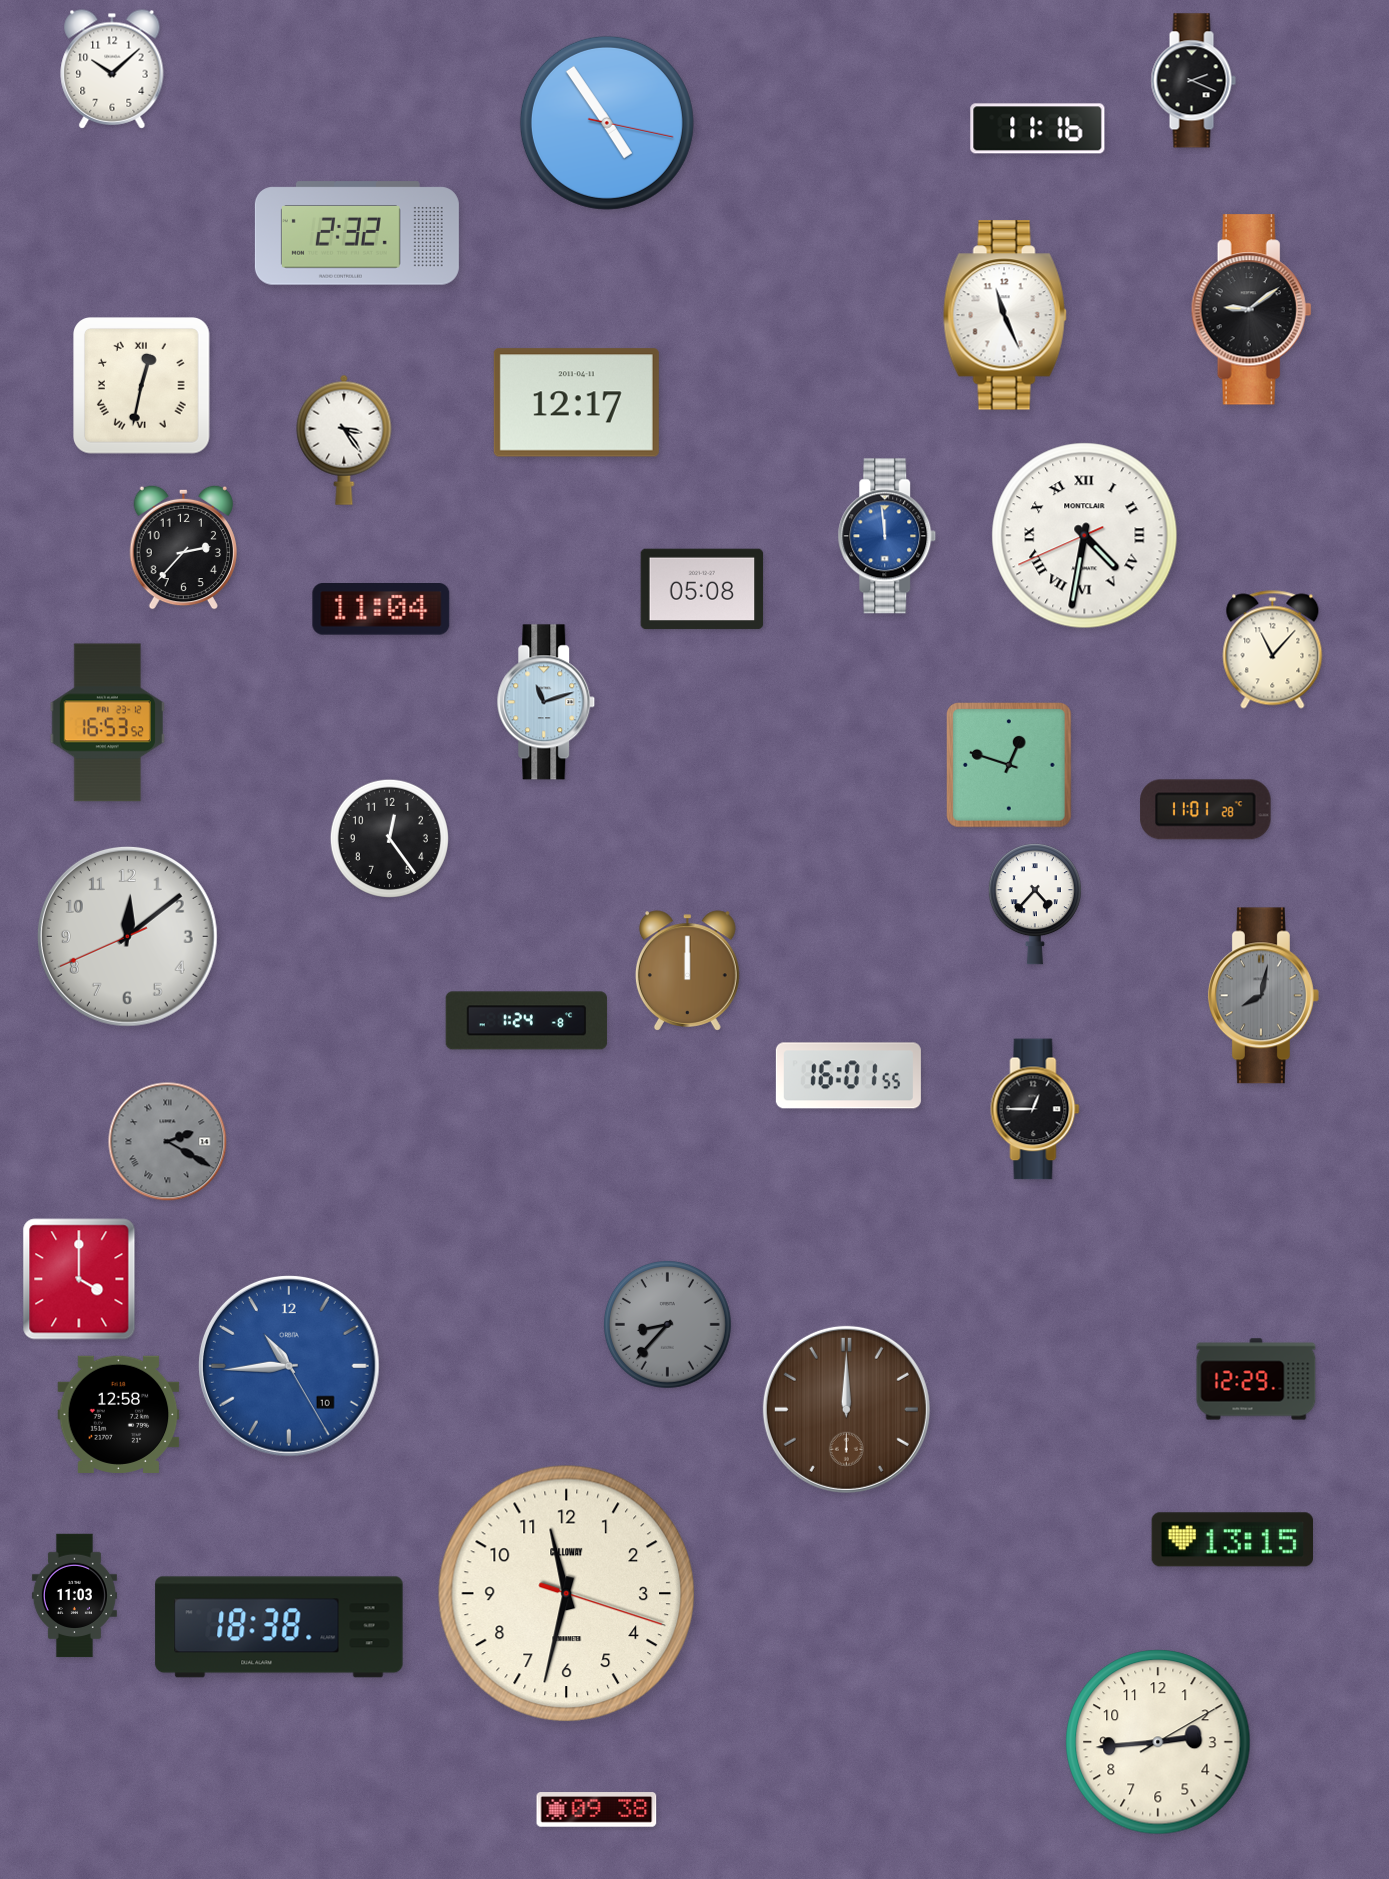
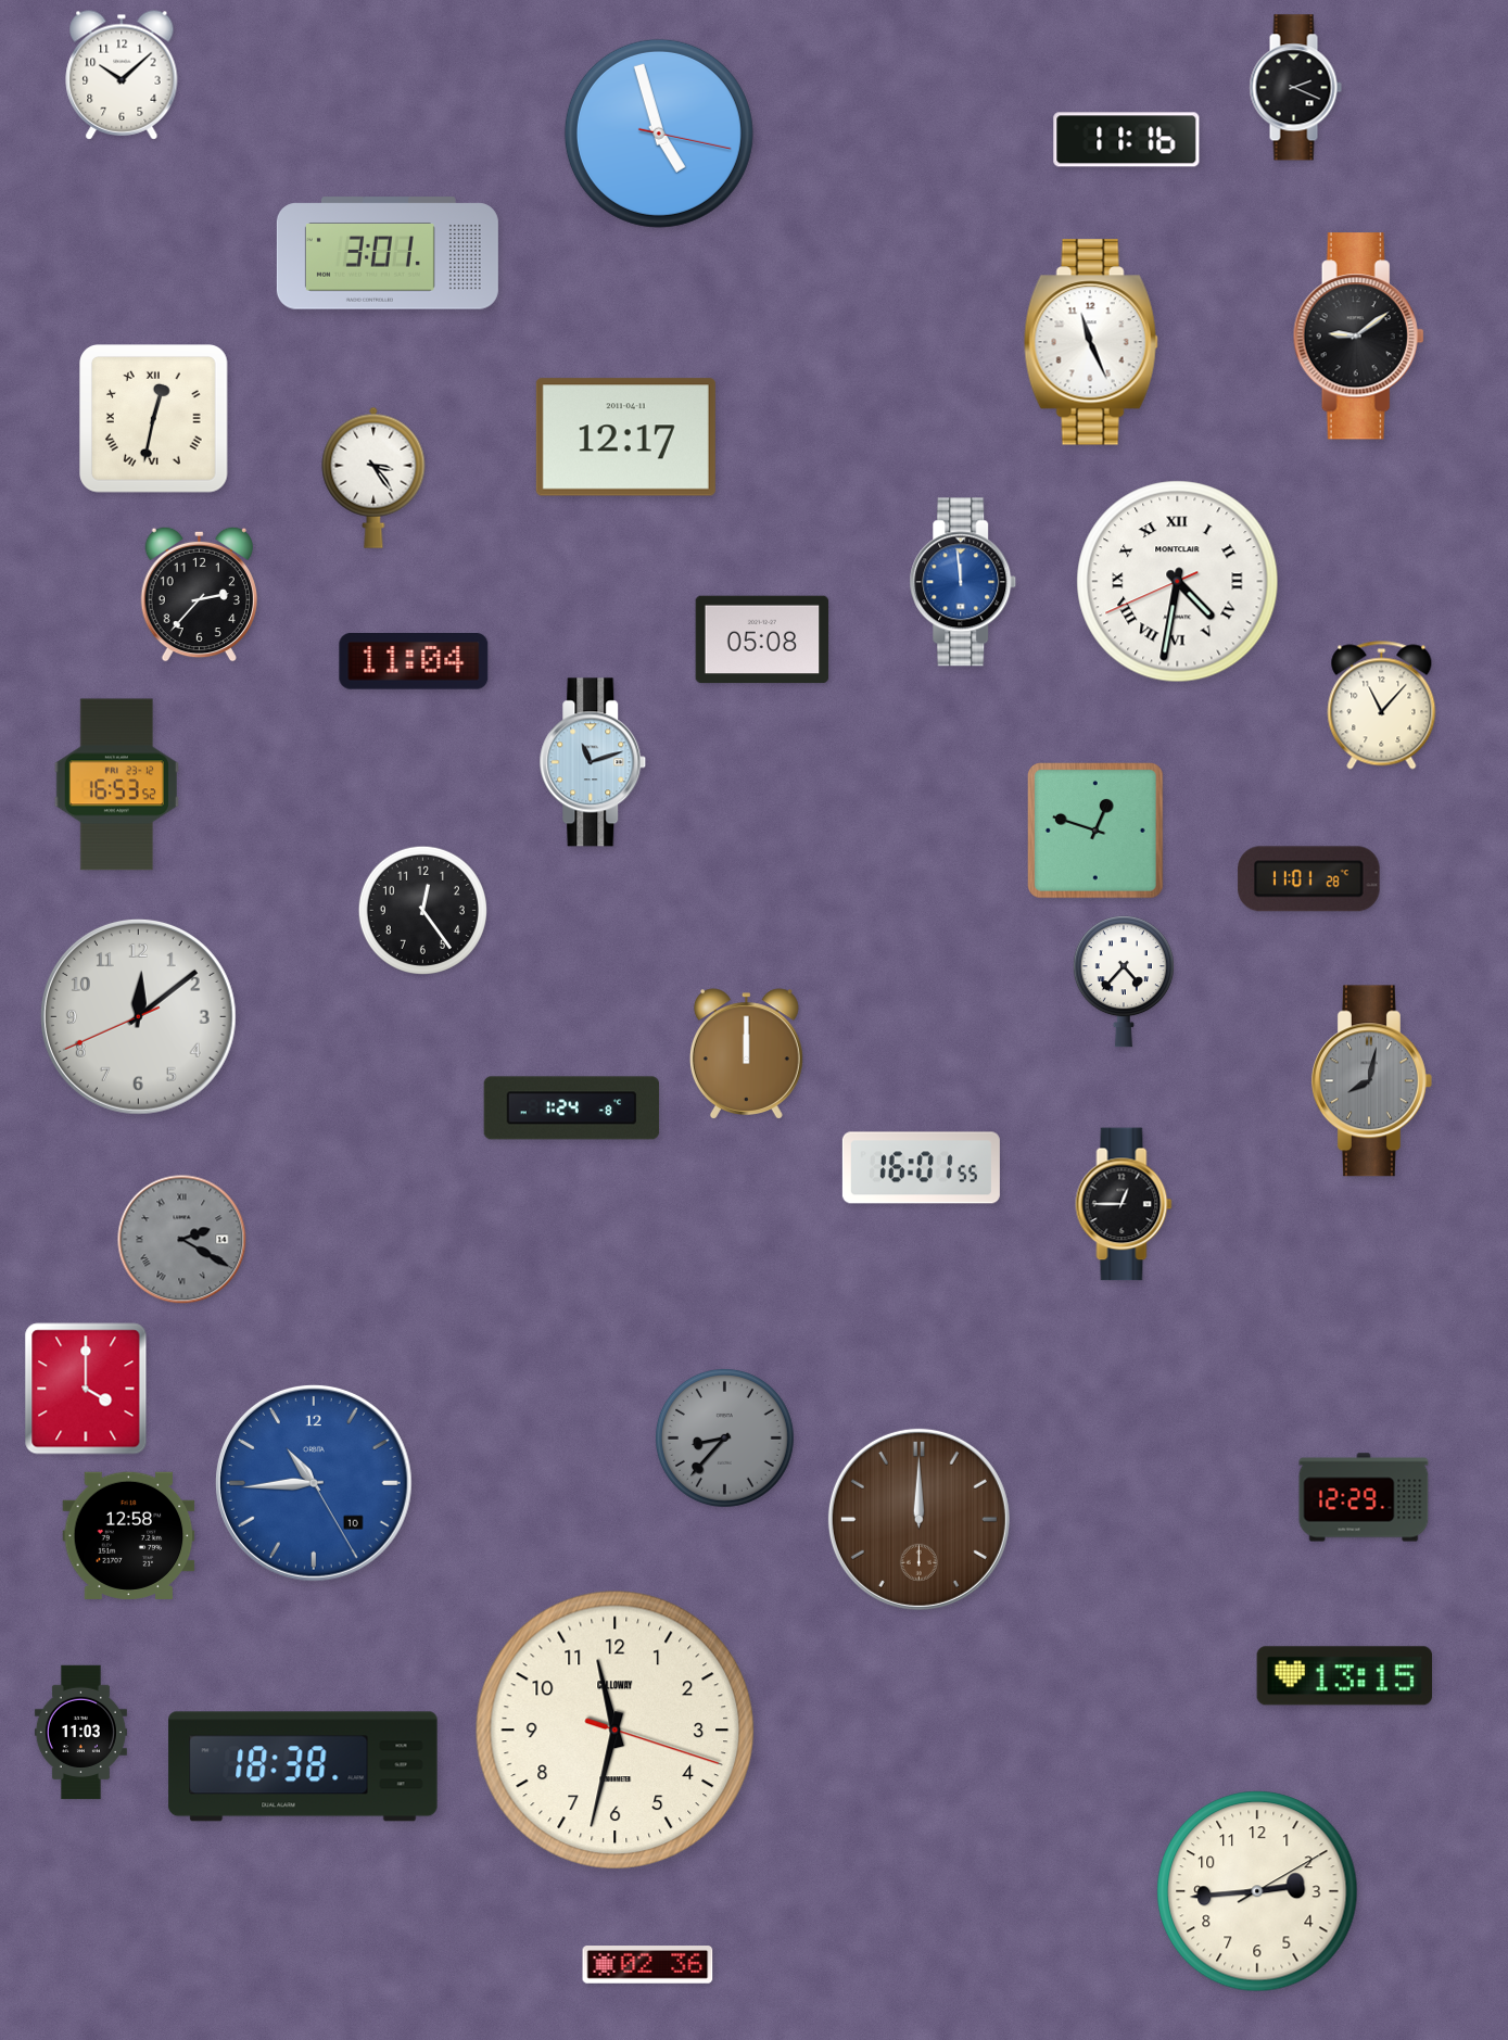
clock at (607, 123): 4:54 -> 4:57
clock at (357, 233): 2:32 -> 3:01
clock at (846, 1409) position: (846, 1409) -> (918, 1519)
clock at (1232, 1540) position: (1232, 1540) -> (1344, 1676)
clock at (597, 1810): 09:38 -> 02:36
